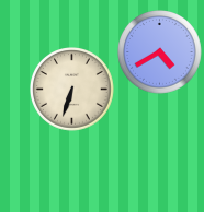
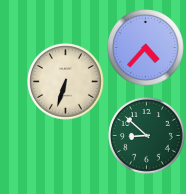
clock at (160, 52): 4:40 -> 4:37
clock at (147, 136): none -> 8:52
